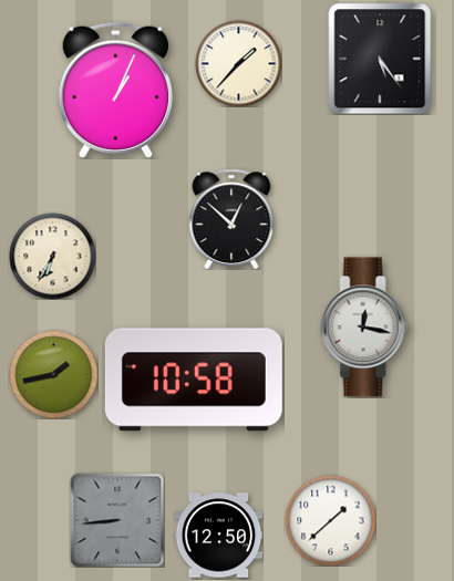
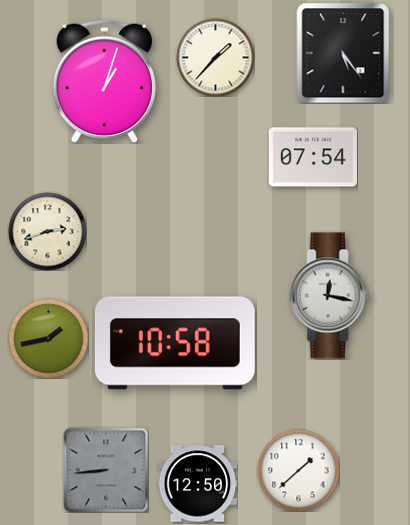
clock at (115, 90): 1:04 -> 1:03
clock at (313, 157): none -> 07:54
clock at (231, 219): 12:52 -> none
clock at (52, 256): 6:35 -> 2:42
